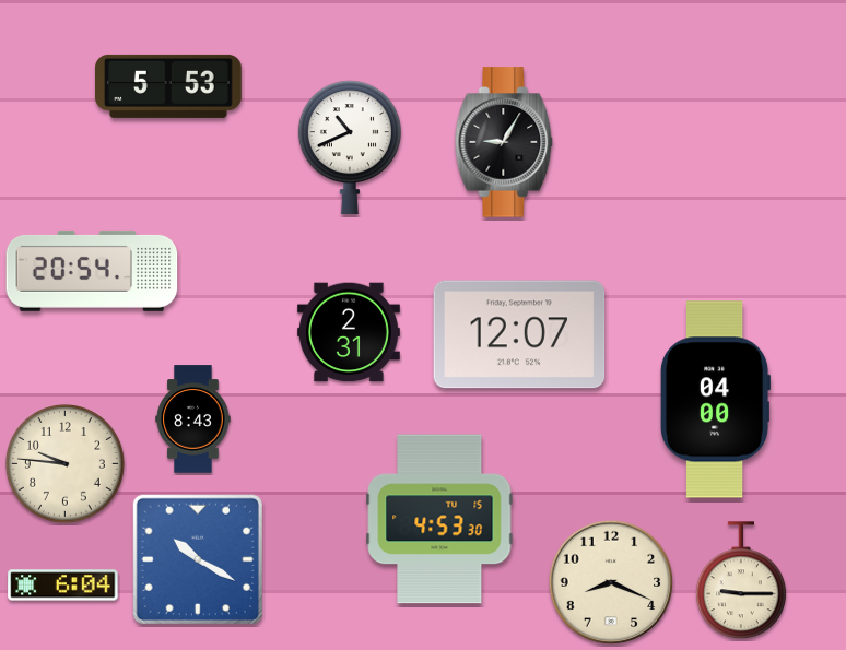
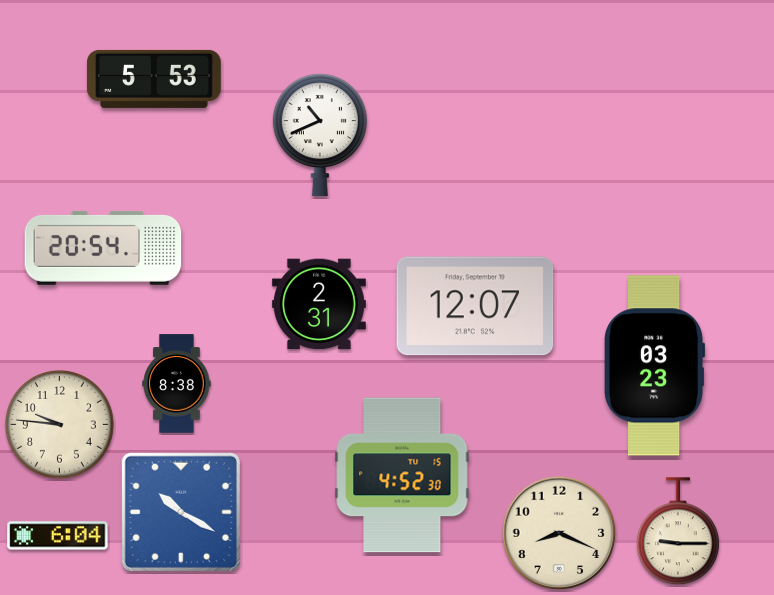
clock at (504, 142): 9:05 -> none
clock at (92, 271) position: (92, 271) -> (103, 248)
clock at (715, 400): 04:00 -> 03:23
clock at (193, 419): 8:43 -> 8:38
clock at (439, 519): 4:53 -> 4:52
